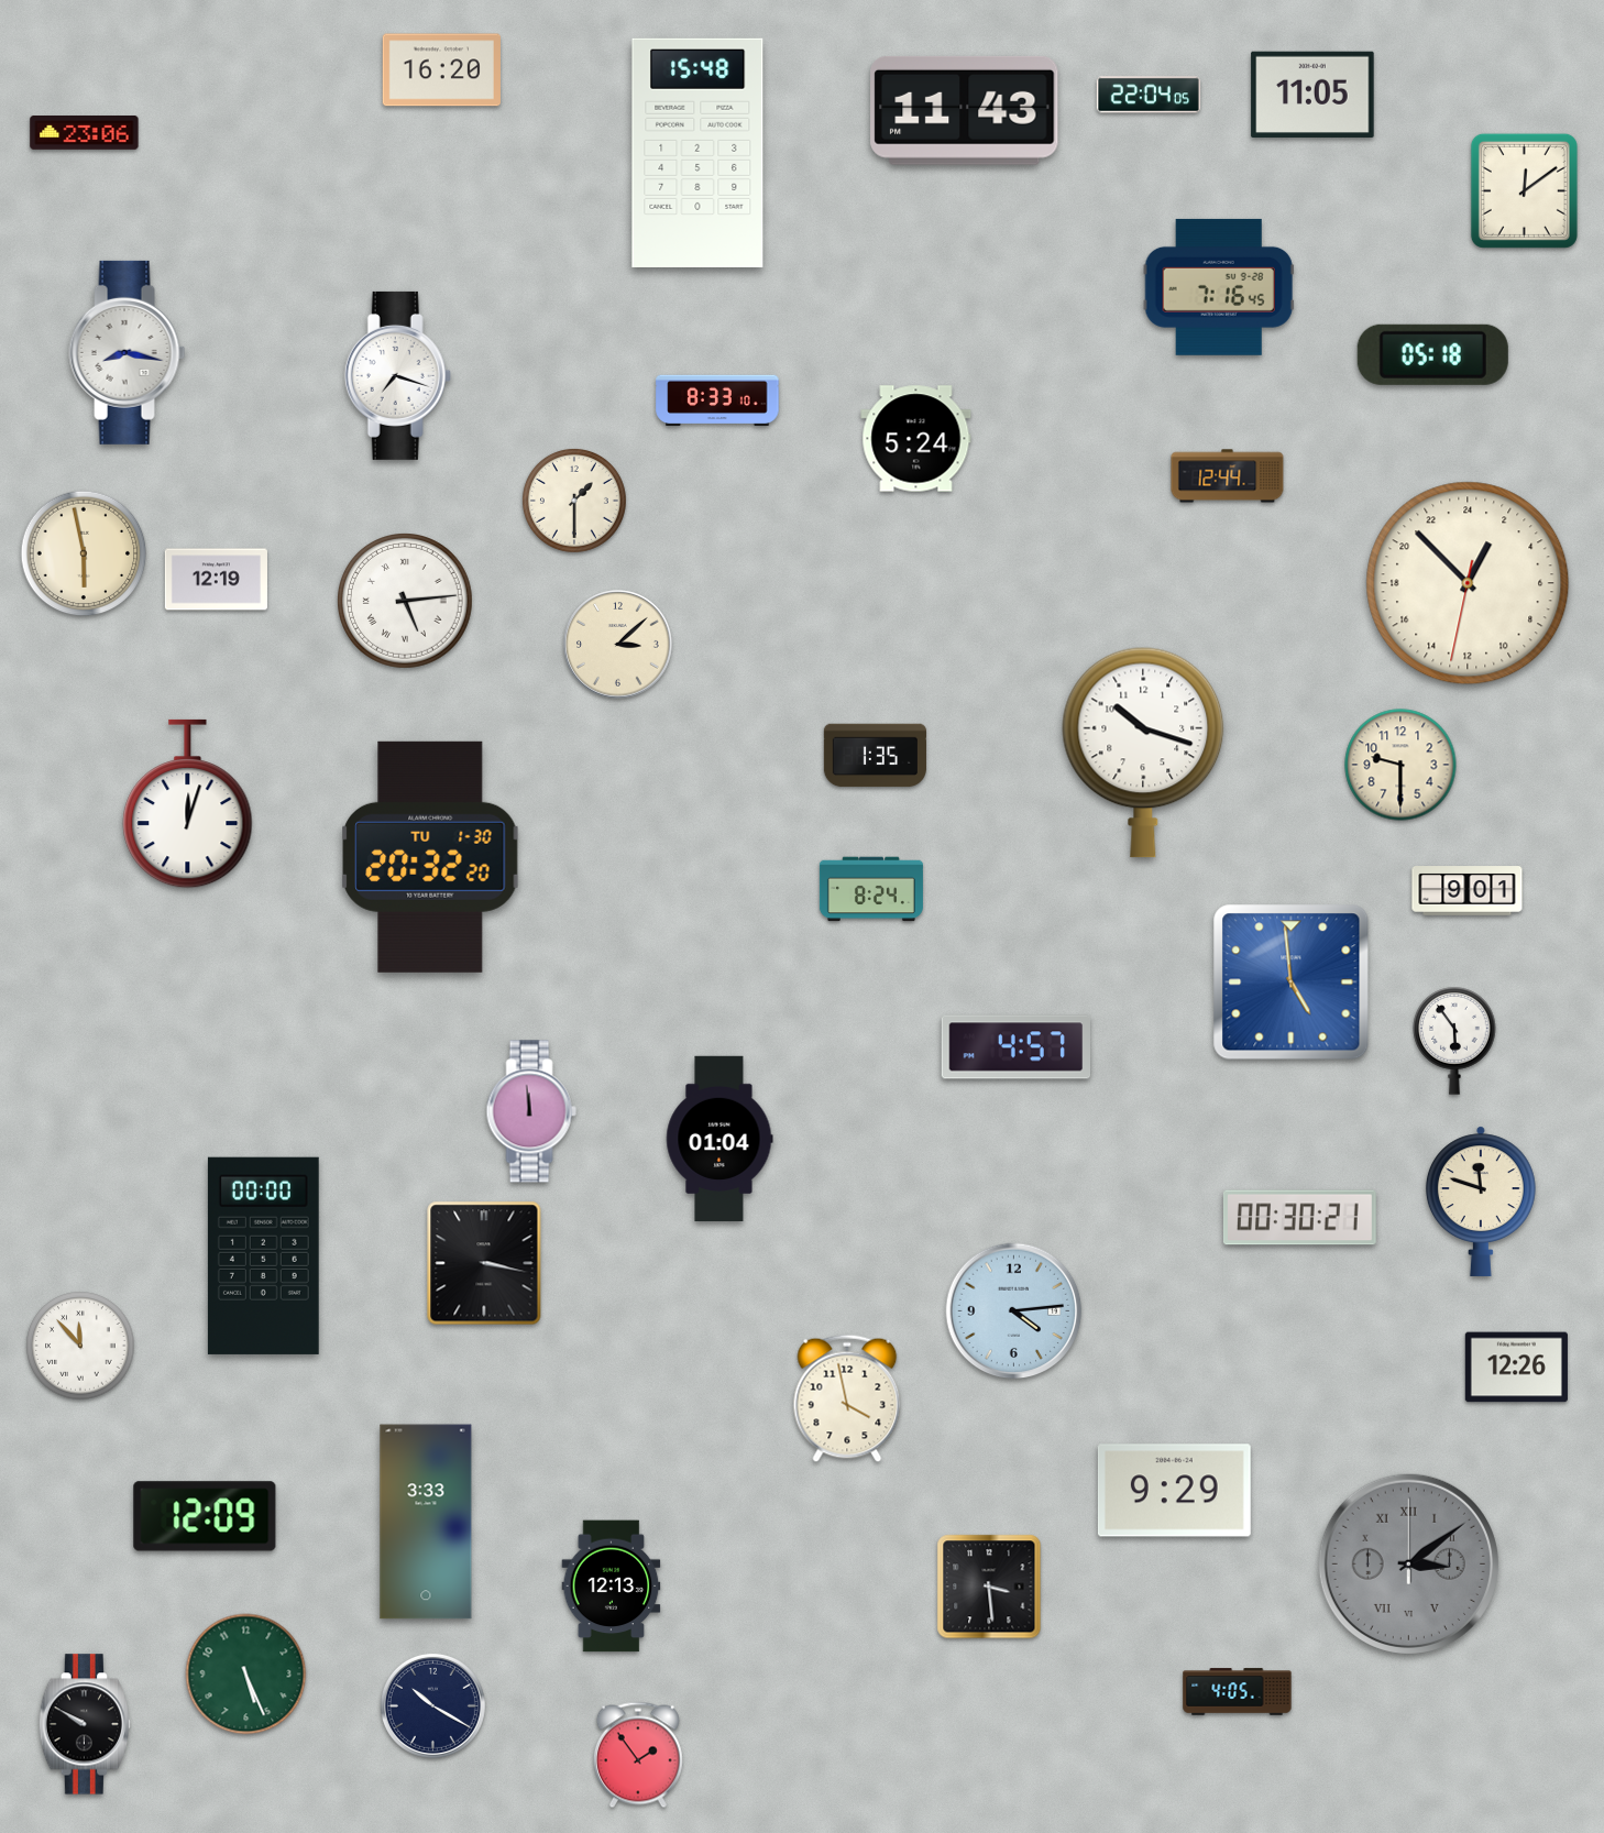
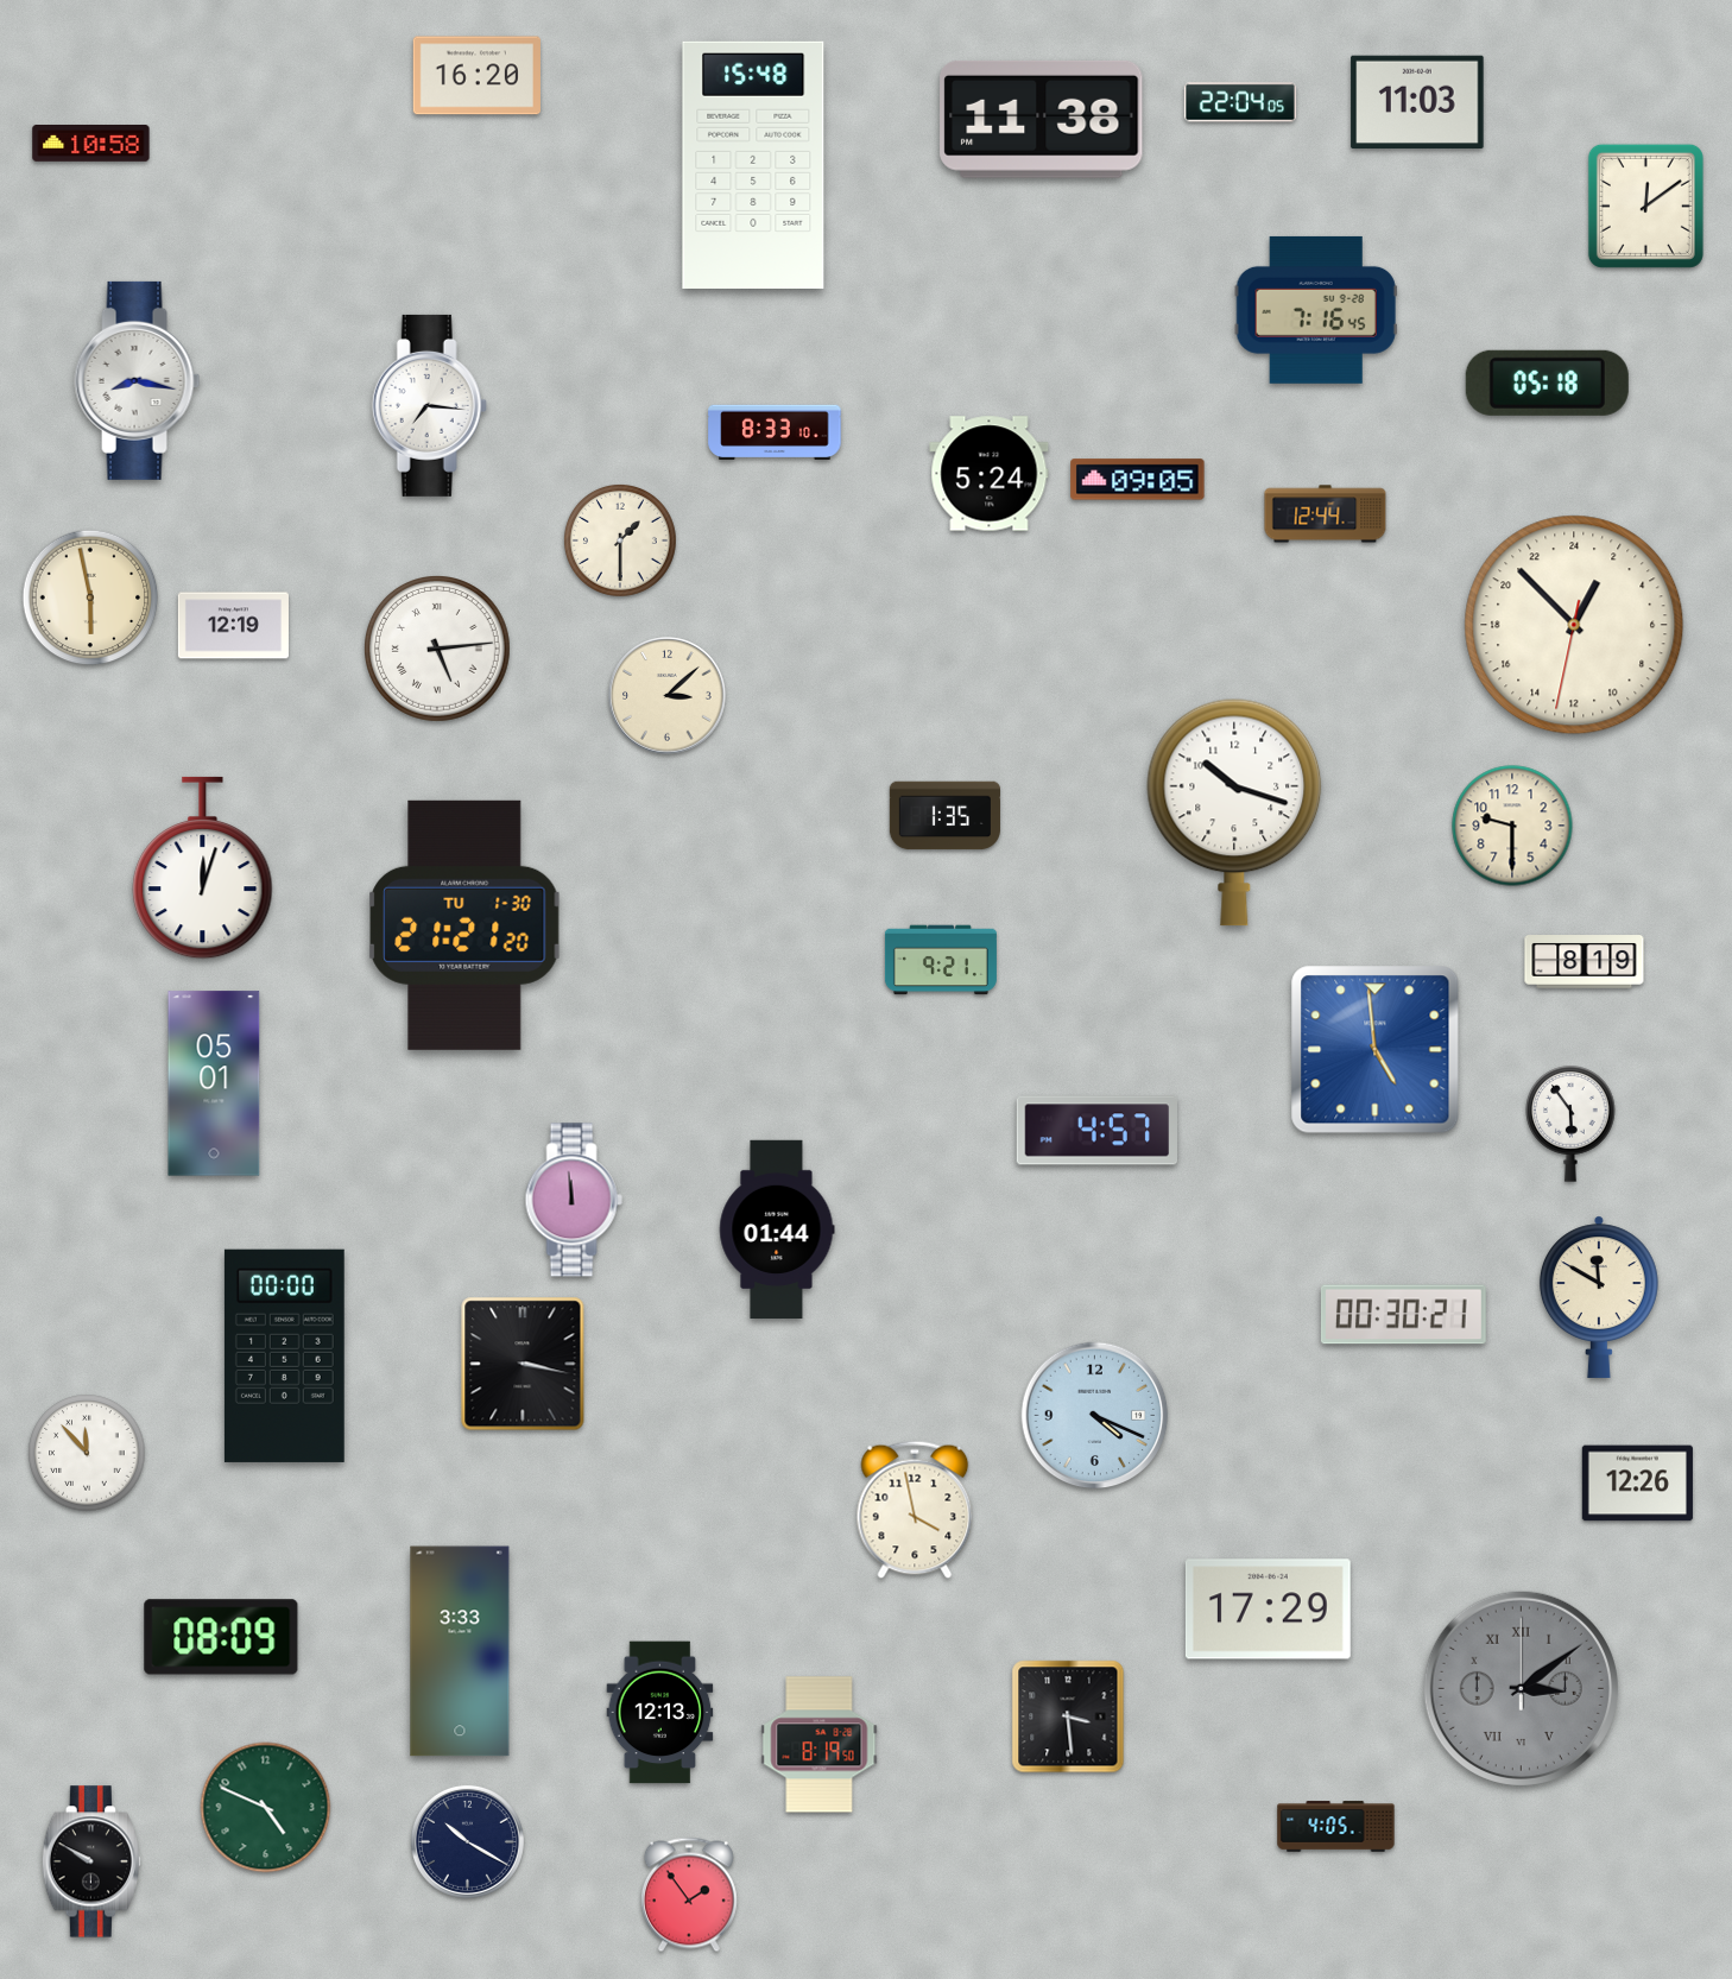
clock at (1312, 94): 11:05 -> 11:03
clock at (965, 110): 11:43 -> 11:38
clock at (85, 133): 23:06 -> 10:58
clock at (397, 375): 7:18 -> 7:16
clock at (1138, 480): none -> 09:05
clock at (1468, 583) position: (1468, 583) -> (1574, 625)
clock at (430, 857): 20:32 -> 21:21
clock at (871, 889): 8:24 -> 9:21
clock at (1468, 891): 9:01 -> 8:19
clock at (1292, 983) position: (1292, 983) -> (1376, 1050)
clock at (214, 1083): none -> 05:01
clock at (719, 1138): 01:04 -> 01:44
clock at (1481, 1201): 11:48 -> 11:50
clock at (1014, 1311): 4:14 -> 4:19
clock at (1516, 1368) position: (1516, 1368) -> (1637, 1484)
clock at (1174, 1491): 9:29 -> 17:29
clock at (205, 1516): 12:09 -> 08:09
clock at (426, 1522) position: (426, 1522) -> (460, 1651)
clock at (989, 1587) position: (989, 1587) -> (1068, 1716)
clock at (820, 1745): none -> 8:19
clock at (246, 1675): 5:26 -> 4:49
